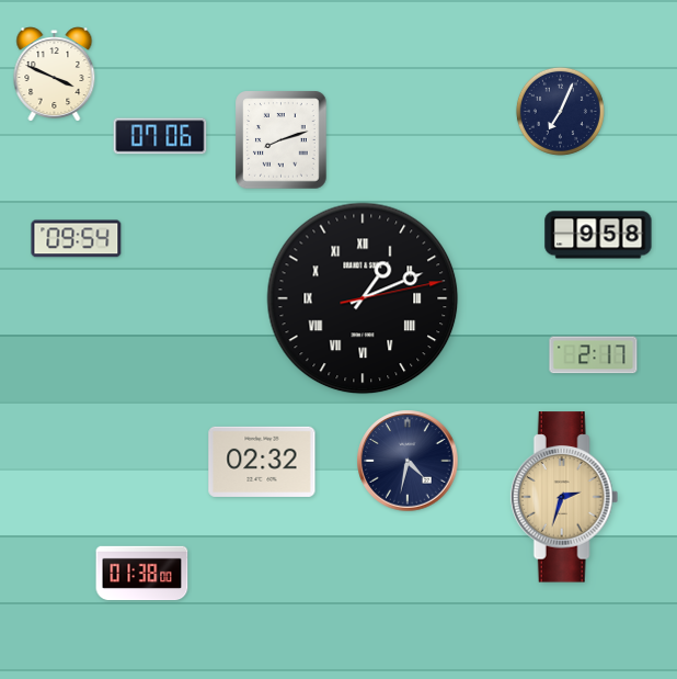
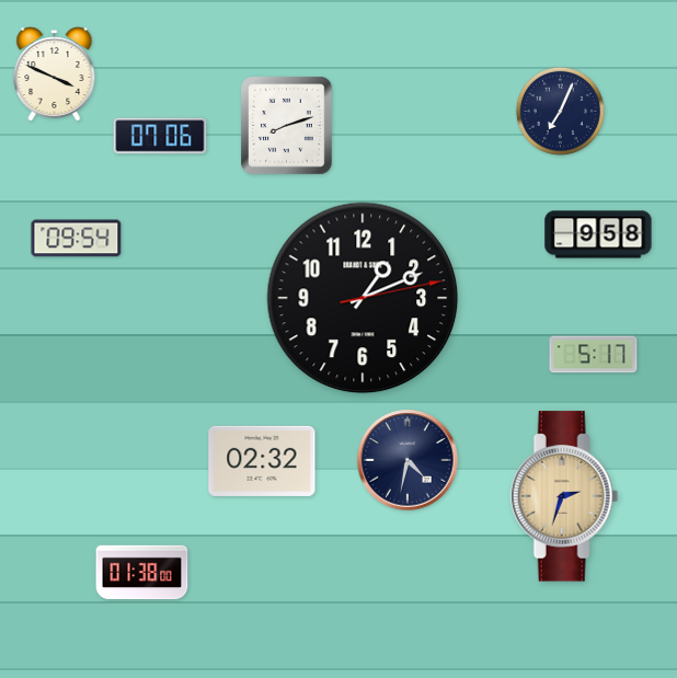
clock at (282, 140) position: (282, 140) -> (287, 126)
clock at (363, 298) numerals: Roman -> Arabic
clock at (594, 355): 2:17 -> 5:17
